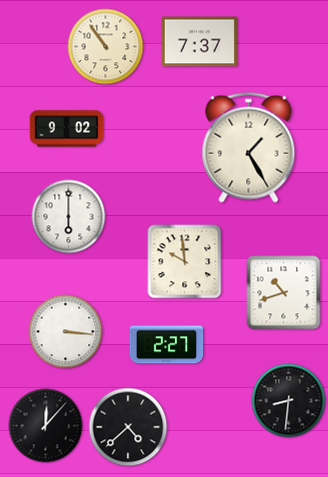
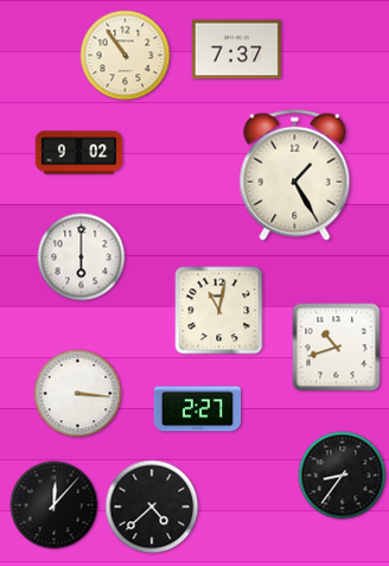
clock at (185, 262): 9:59 -> 11:02
clock at (289, 401): 8:31 -> 8:36
